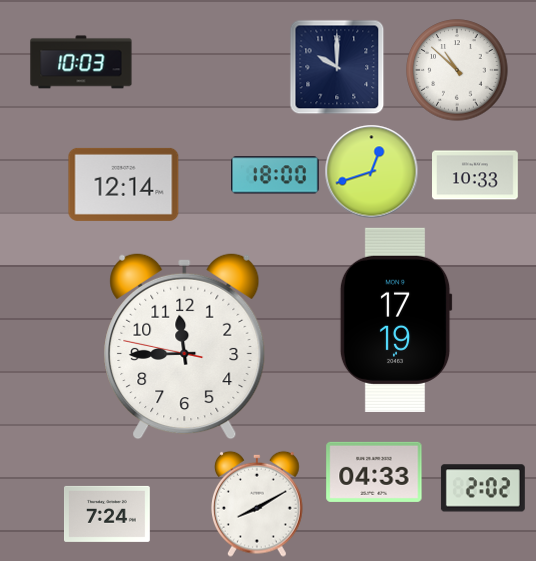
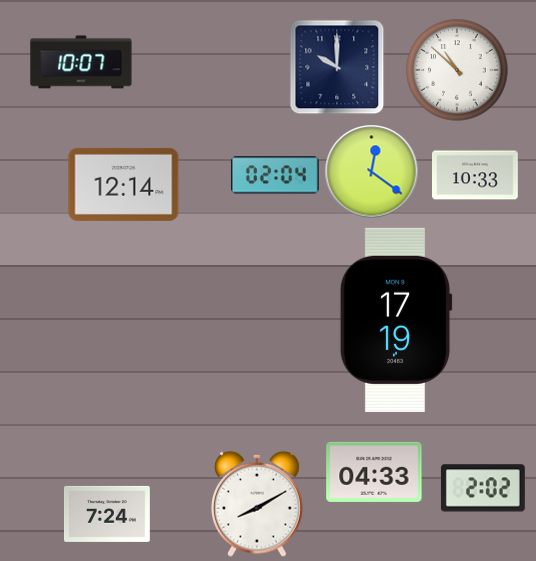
clock at (81, 62): 10:03 -> 10:07
clock at (371, 171): 12:42 -> 12:21
clock at (276, 175): 18:00 -> 02:04
clock at (185, 346): 11:44 -> none
